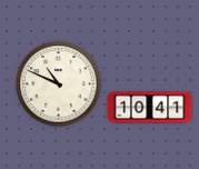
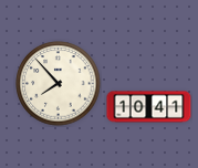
clock at (59, 84): 10:49 -> 7:53
